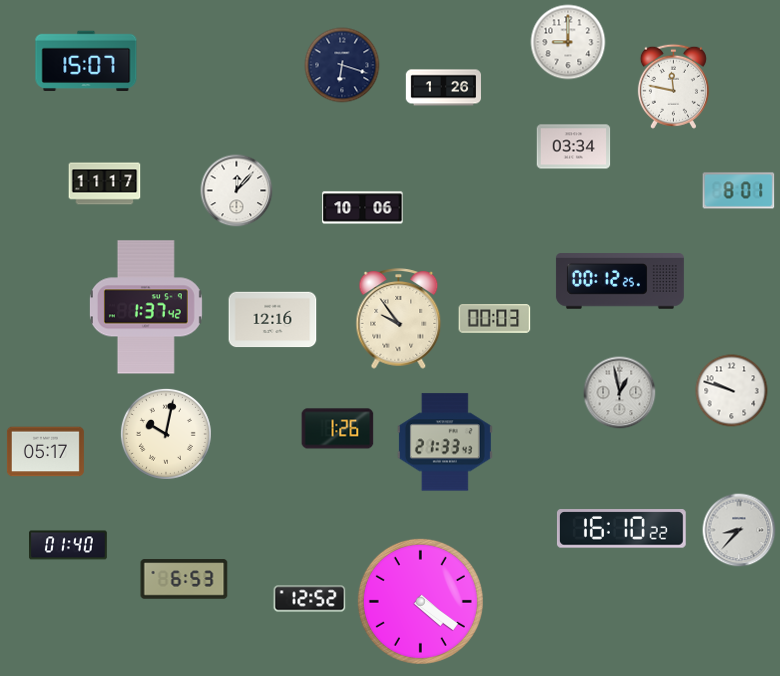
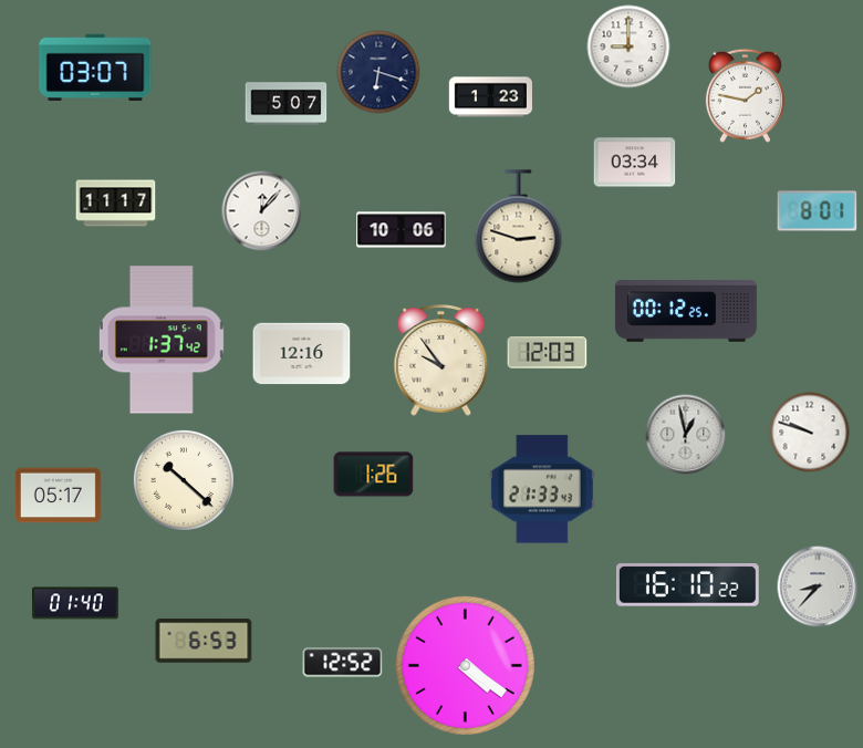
clock at (86, 60): 15:07 -> 03:07
clock at (673, 86): 11:47 -> 1:47
clock at (443, 88): 1:26 -> 1:23
clock at (287, 104): none -> 5:07
clock at (519, 227): none -> 2:48
clock at (399, 319) position: (399, 319) -> (441, 361)
clock at (495, 319): 00:03 -> 12:03
clock at (166, 434): 10:02 -> 10:22
clock at (445, 442) position: (445, 442) -> (542, 489)
clock at (45, 452) position: (45, 452) -> (58, 496)
